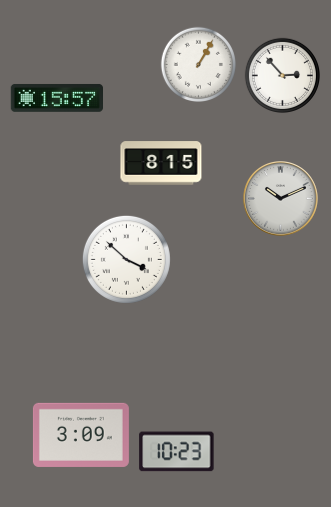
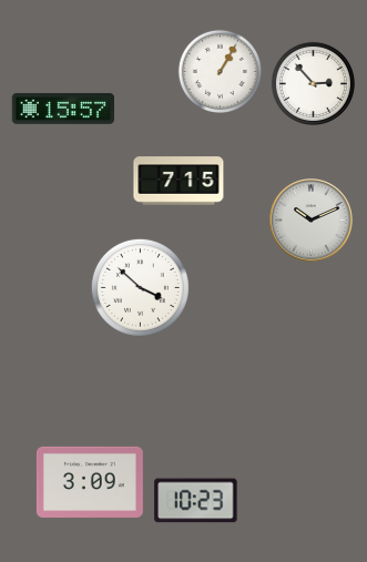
clock at (161, 163): 8:15 -> 7:15
